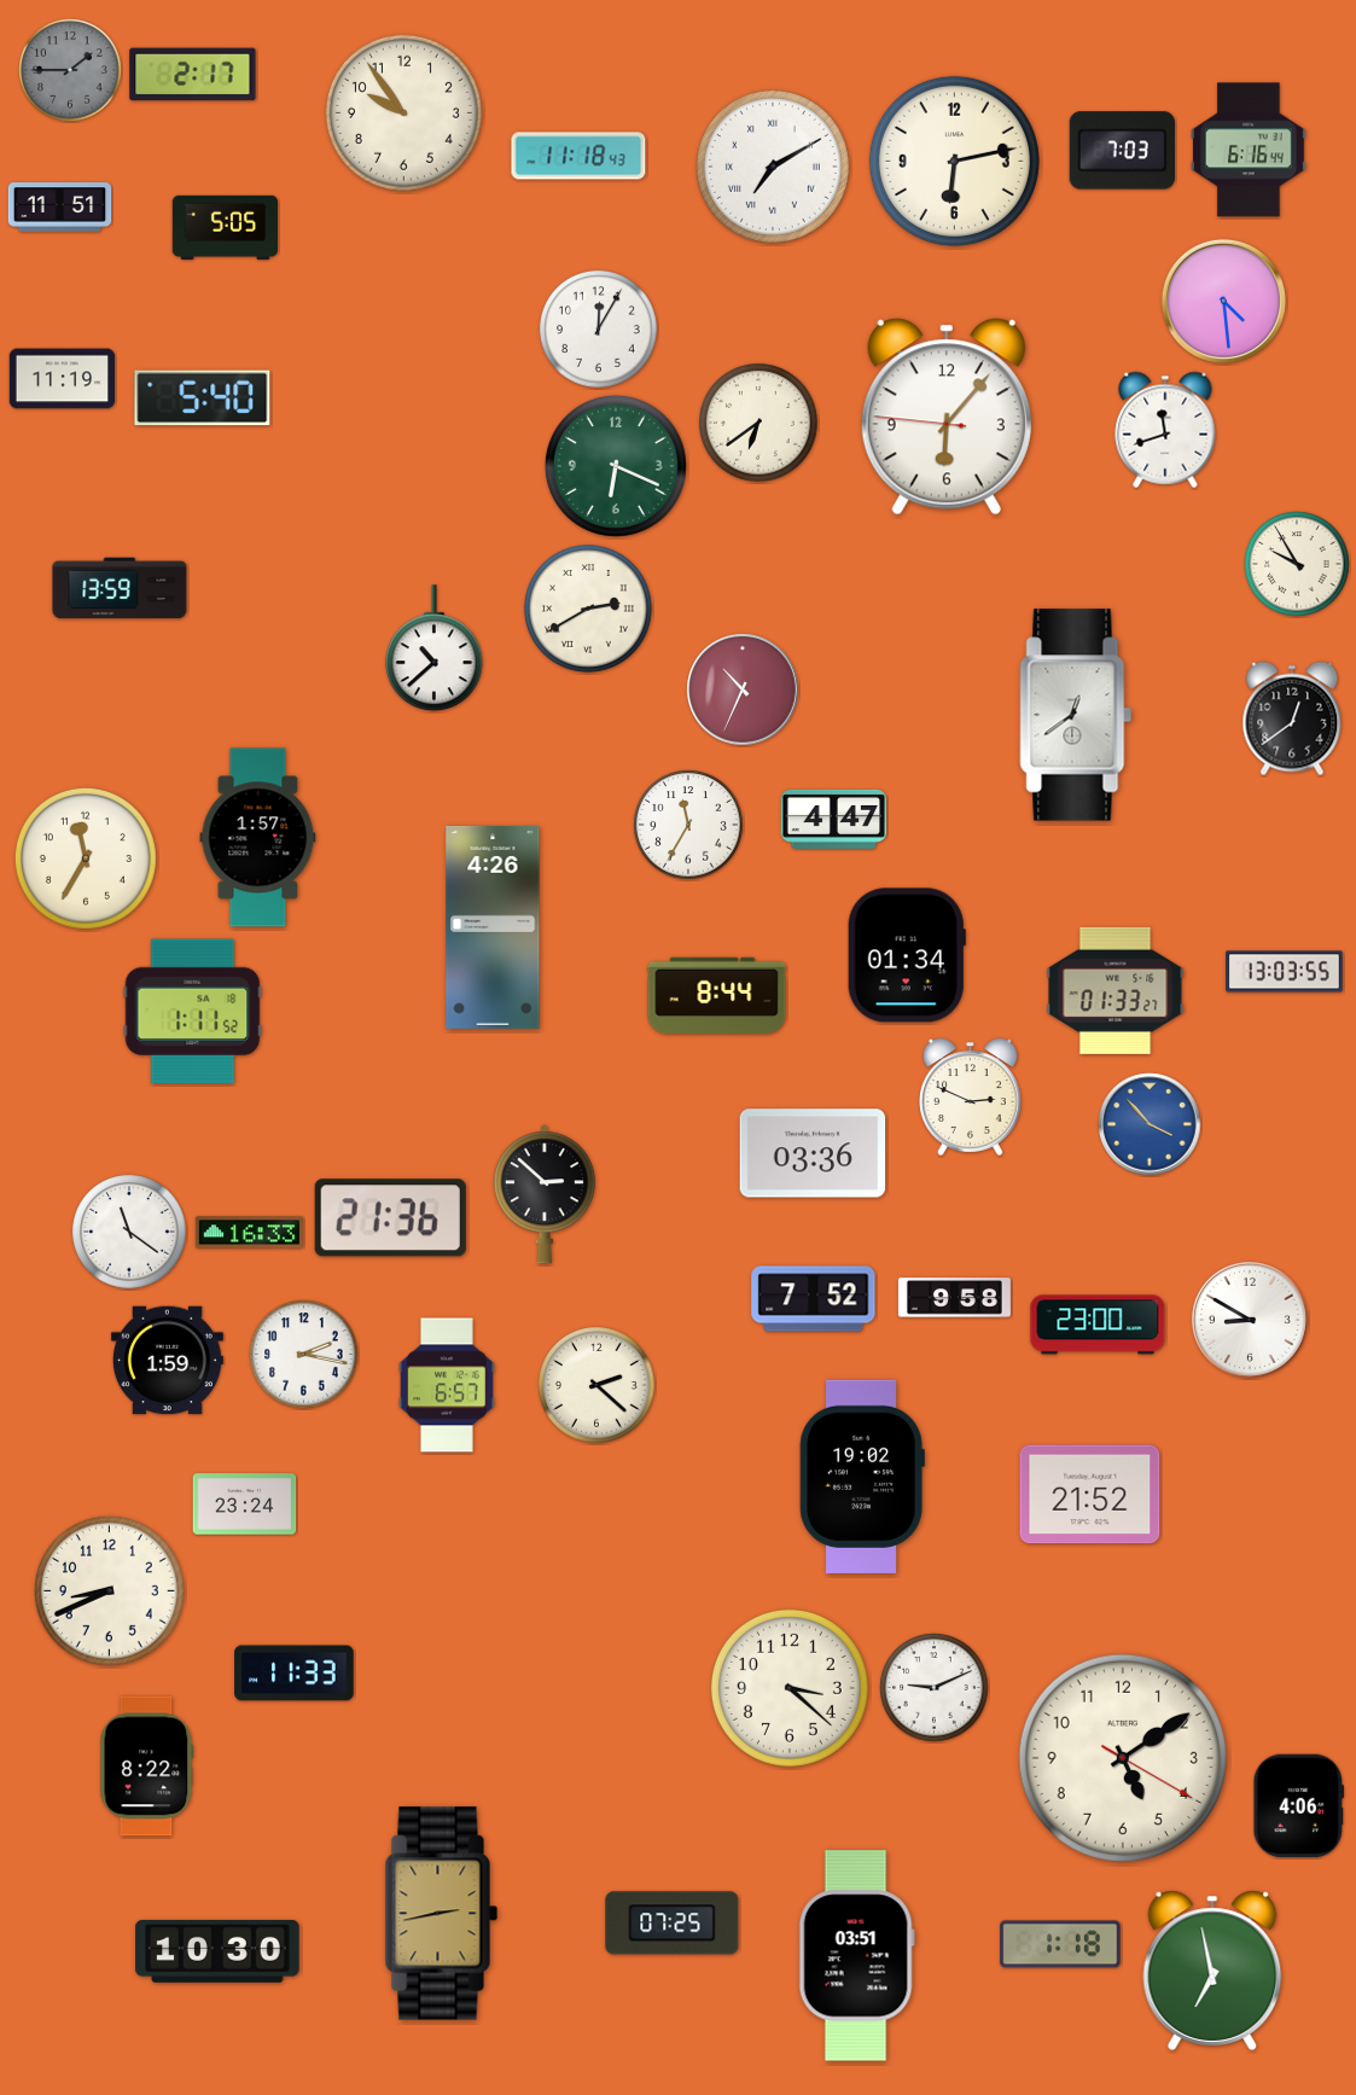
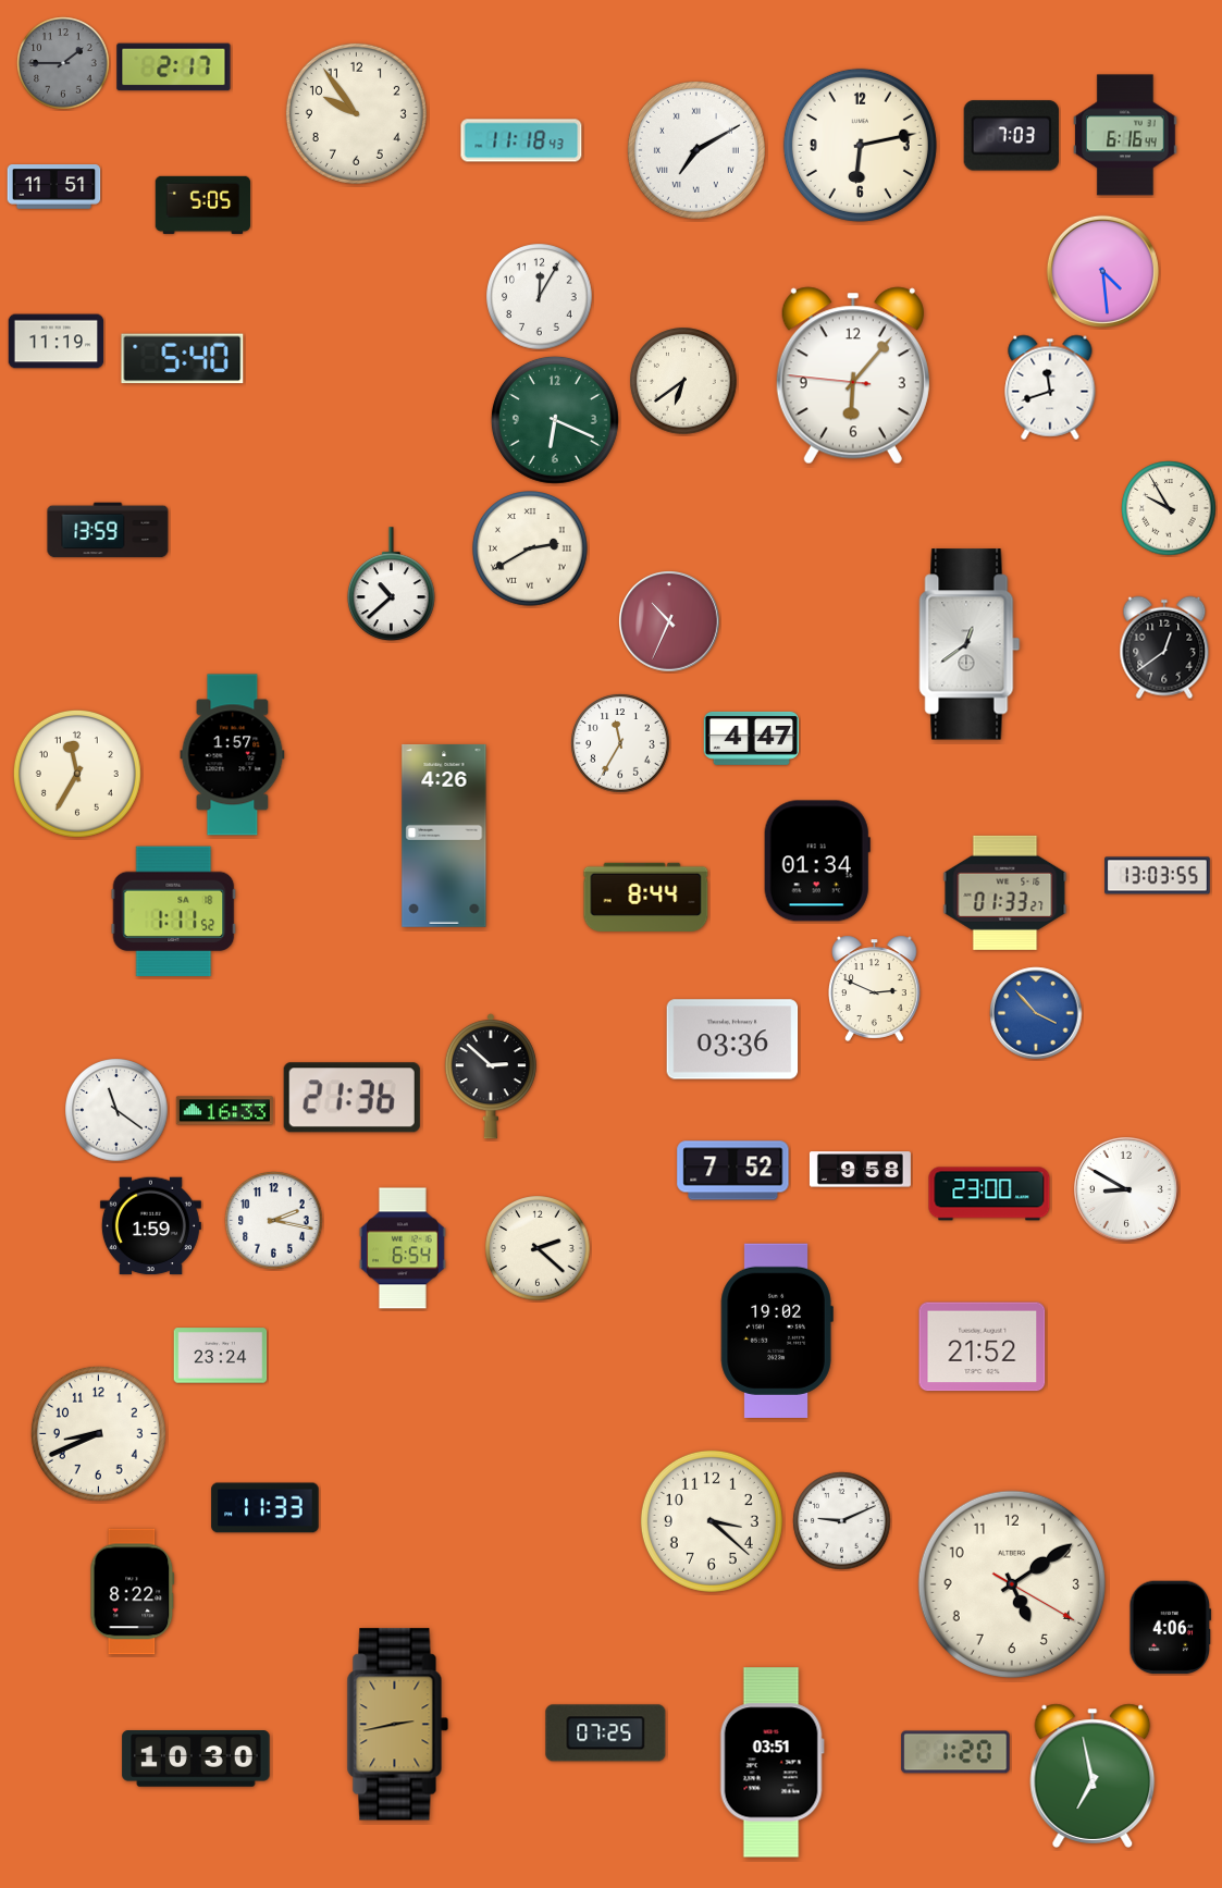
clock at (403, 112) position: (403, 112) -> (356, 113)
clock at (447, 1385): 6:57 -> 6:54
clock at (1060, 1944): 1:18 -> 1:20
